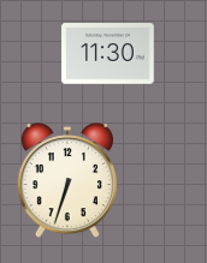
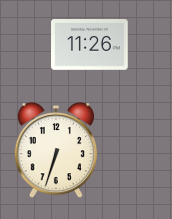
clock at (108, 54): 11:30 -> 11:26
